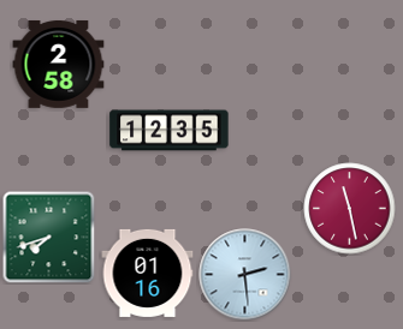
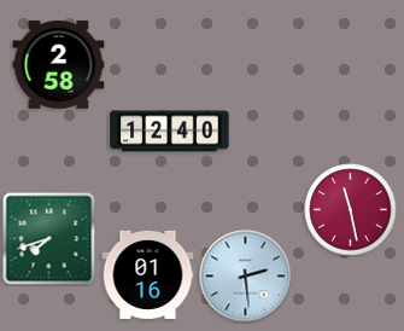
clock at (170, 131): 12:35 -> 12:40
